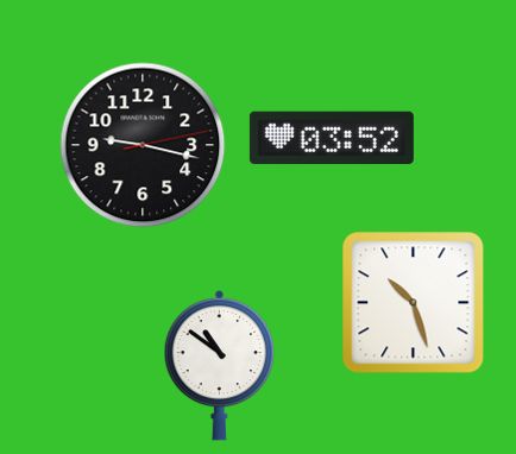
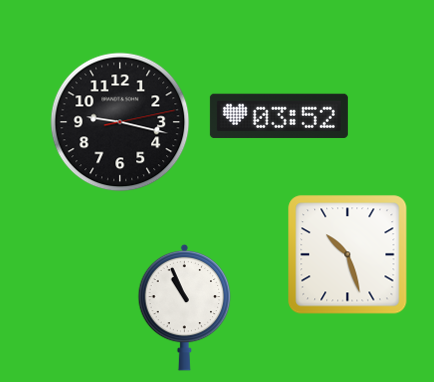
clock at (220, 365): 10:51 -> 10:56
